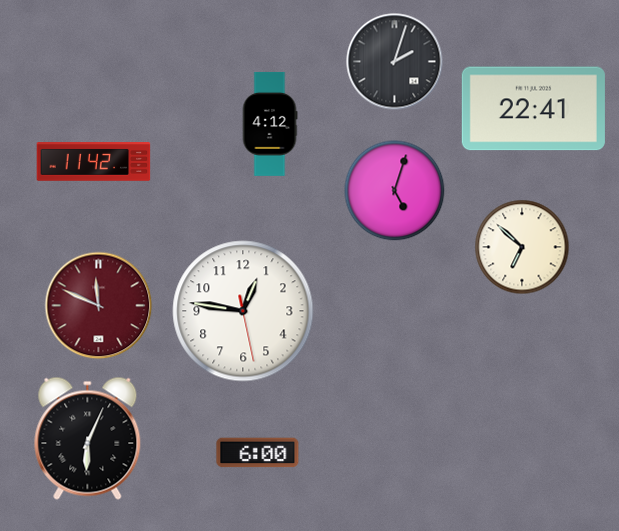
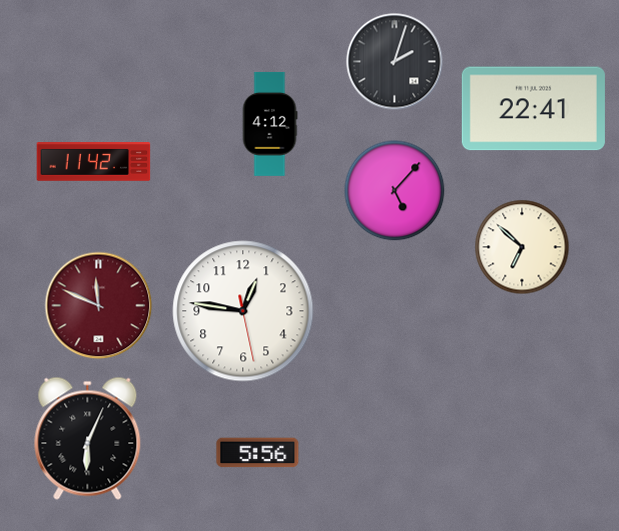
clock at (395, 191): 5:03 -> 5:07
clock at (258, 453): 6:00 -> 5:56
